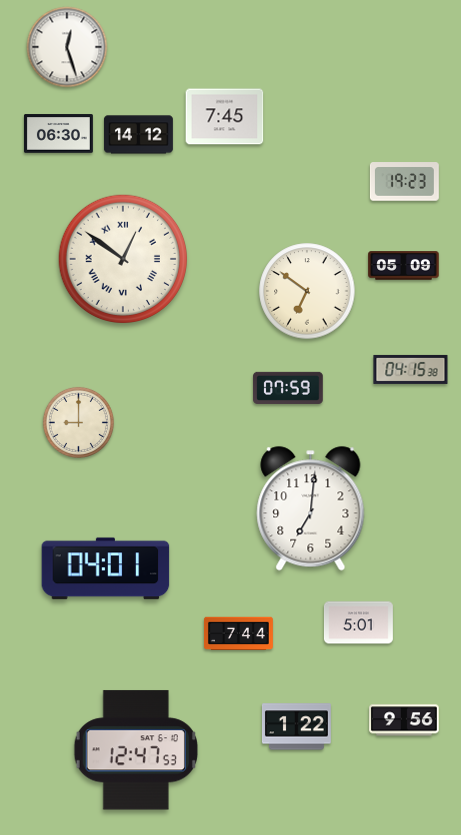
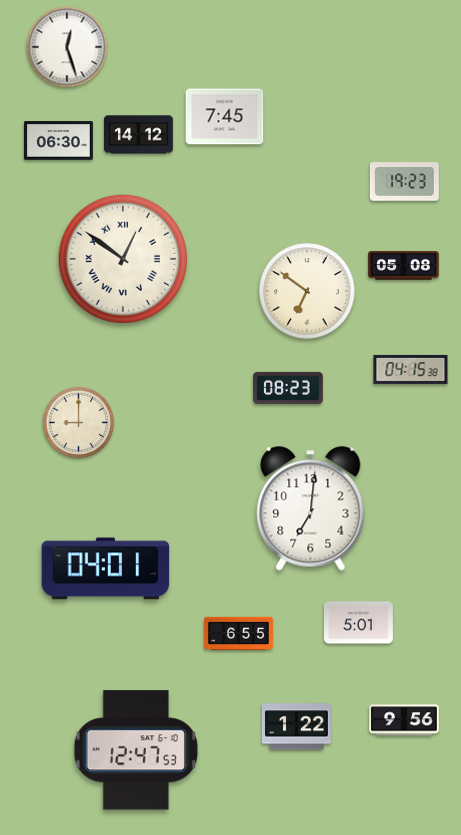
clock at (58, 134) position: (58, 134) -> (58, 141)
clock at (404, 266): 05:09 -> 05:08
clock at (288, 388): 07:59 -> 08:23
clock at (238, 634): 7:44 -> 6:55
